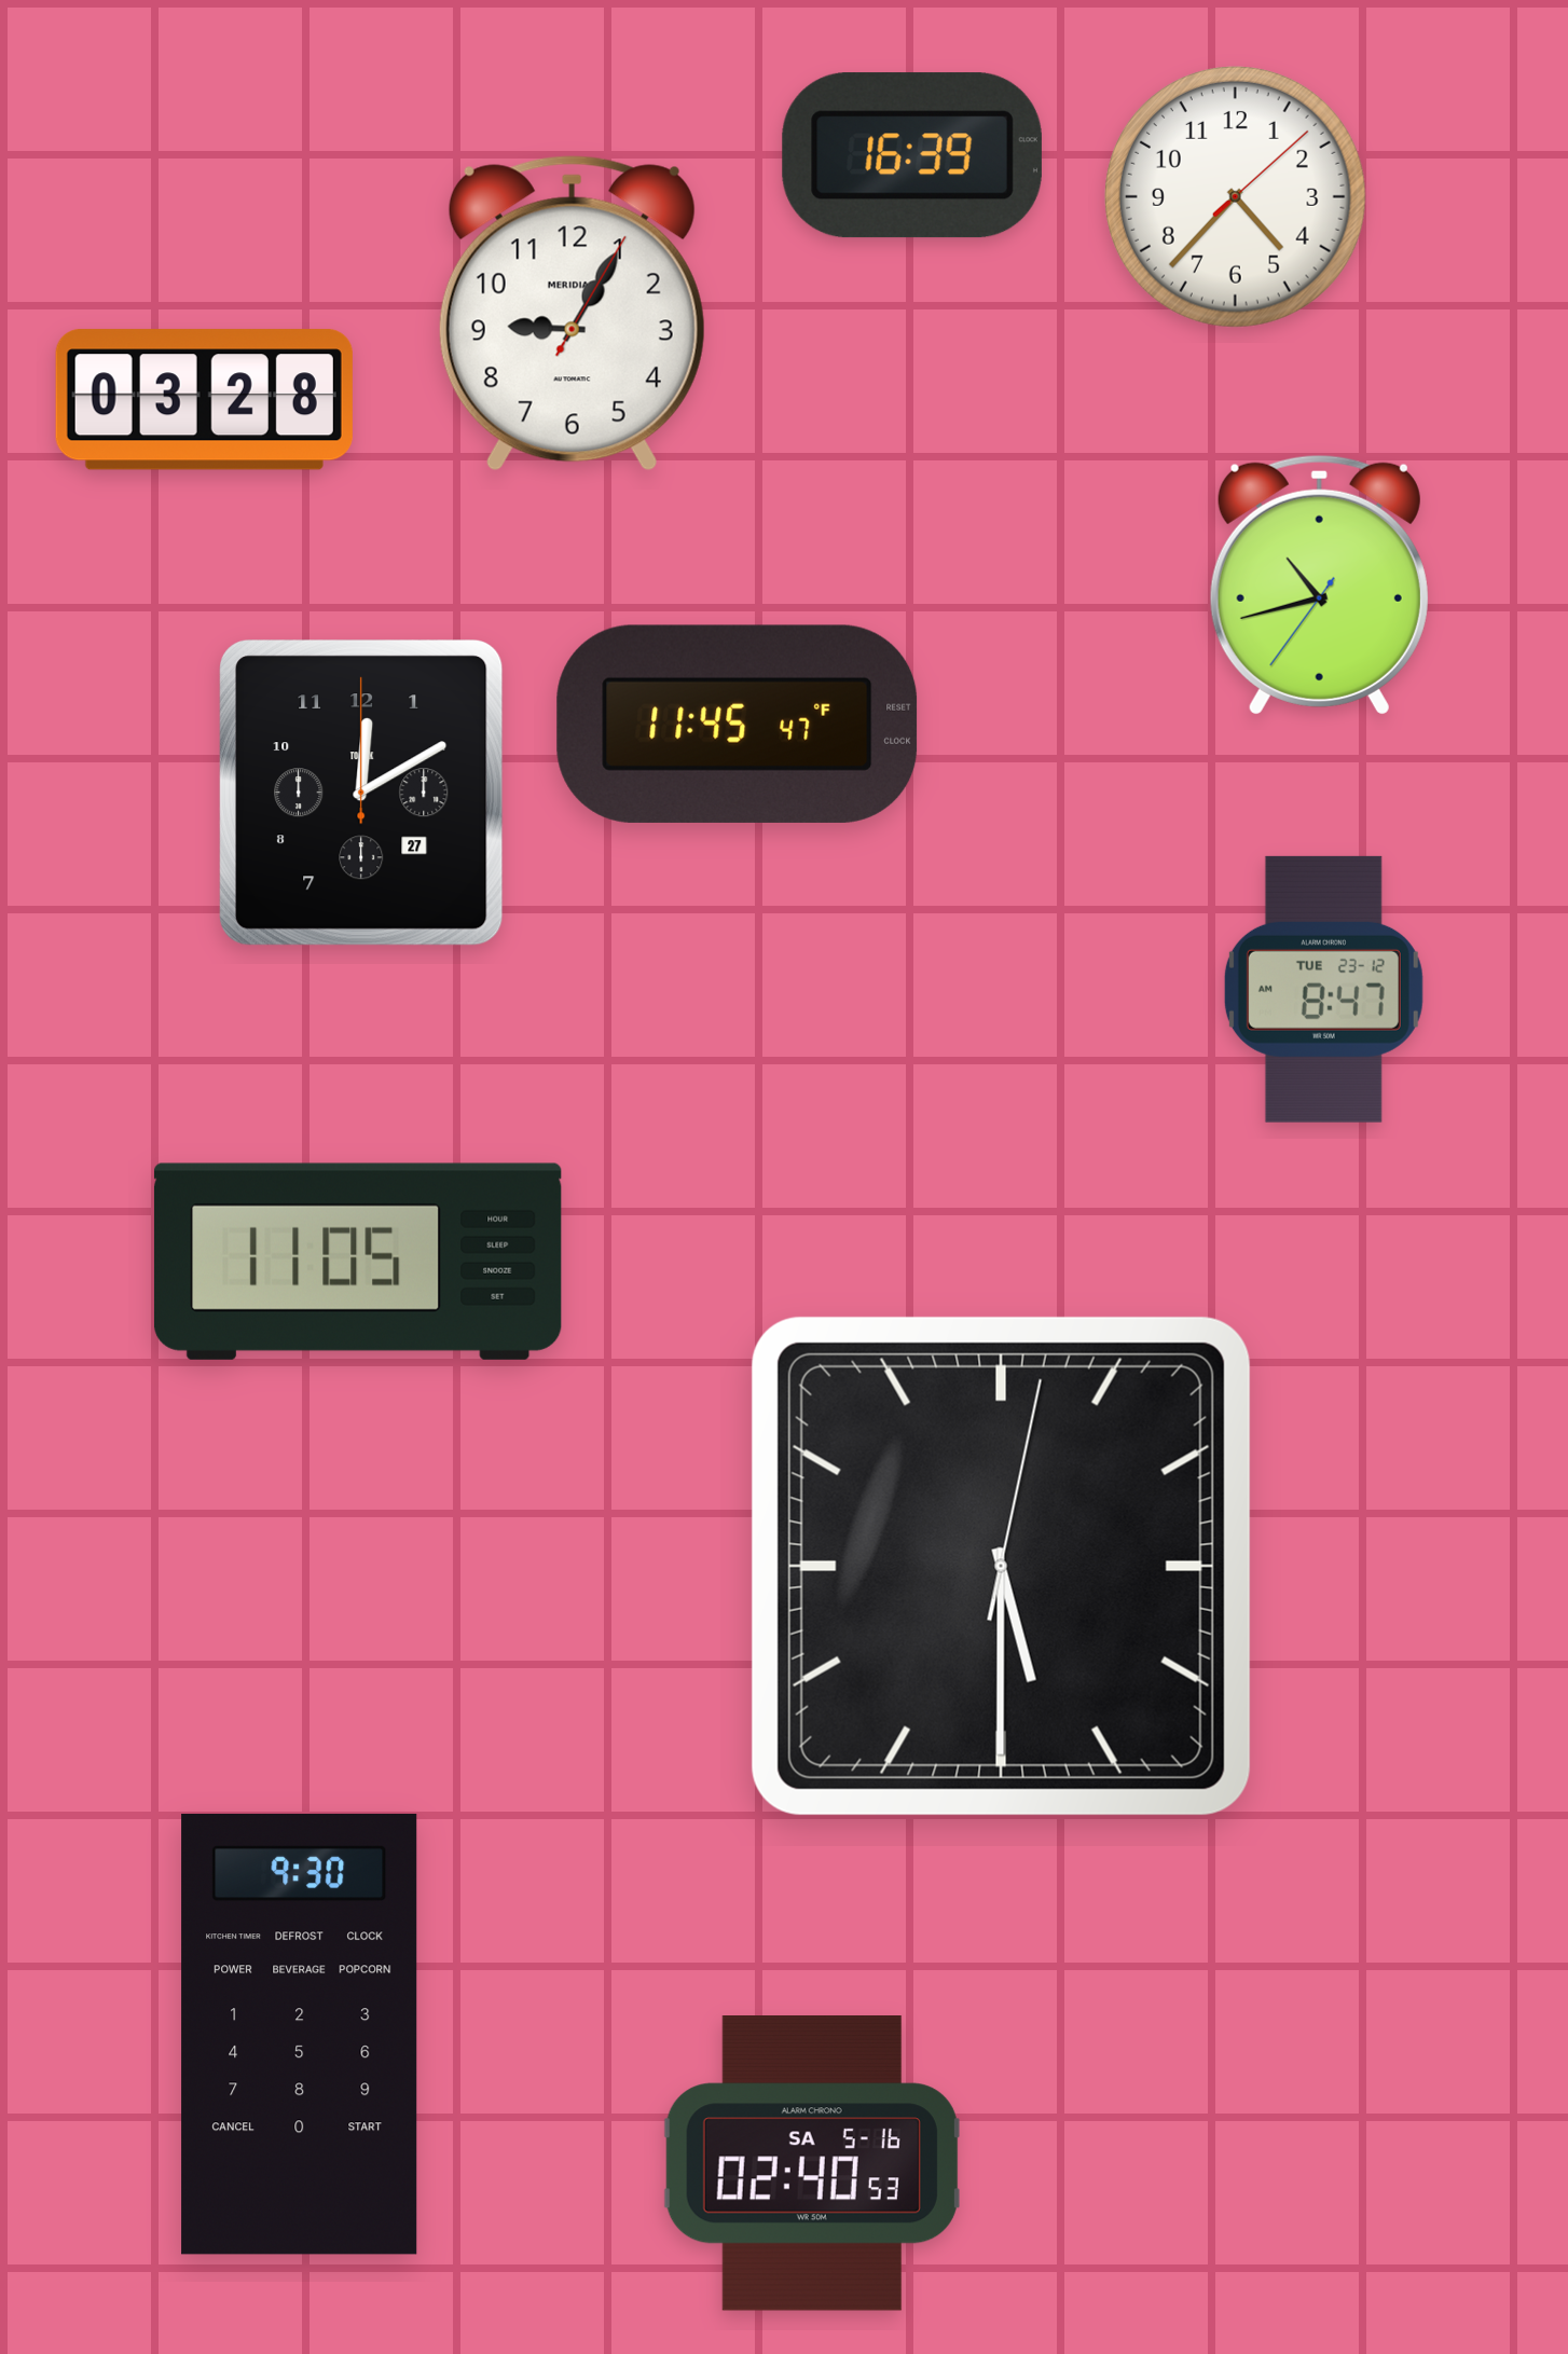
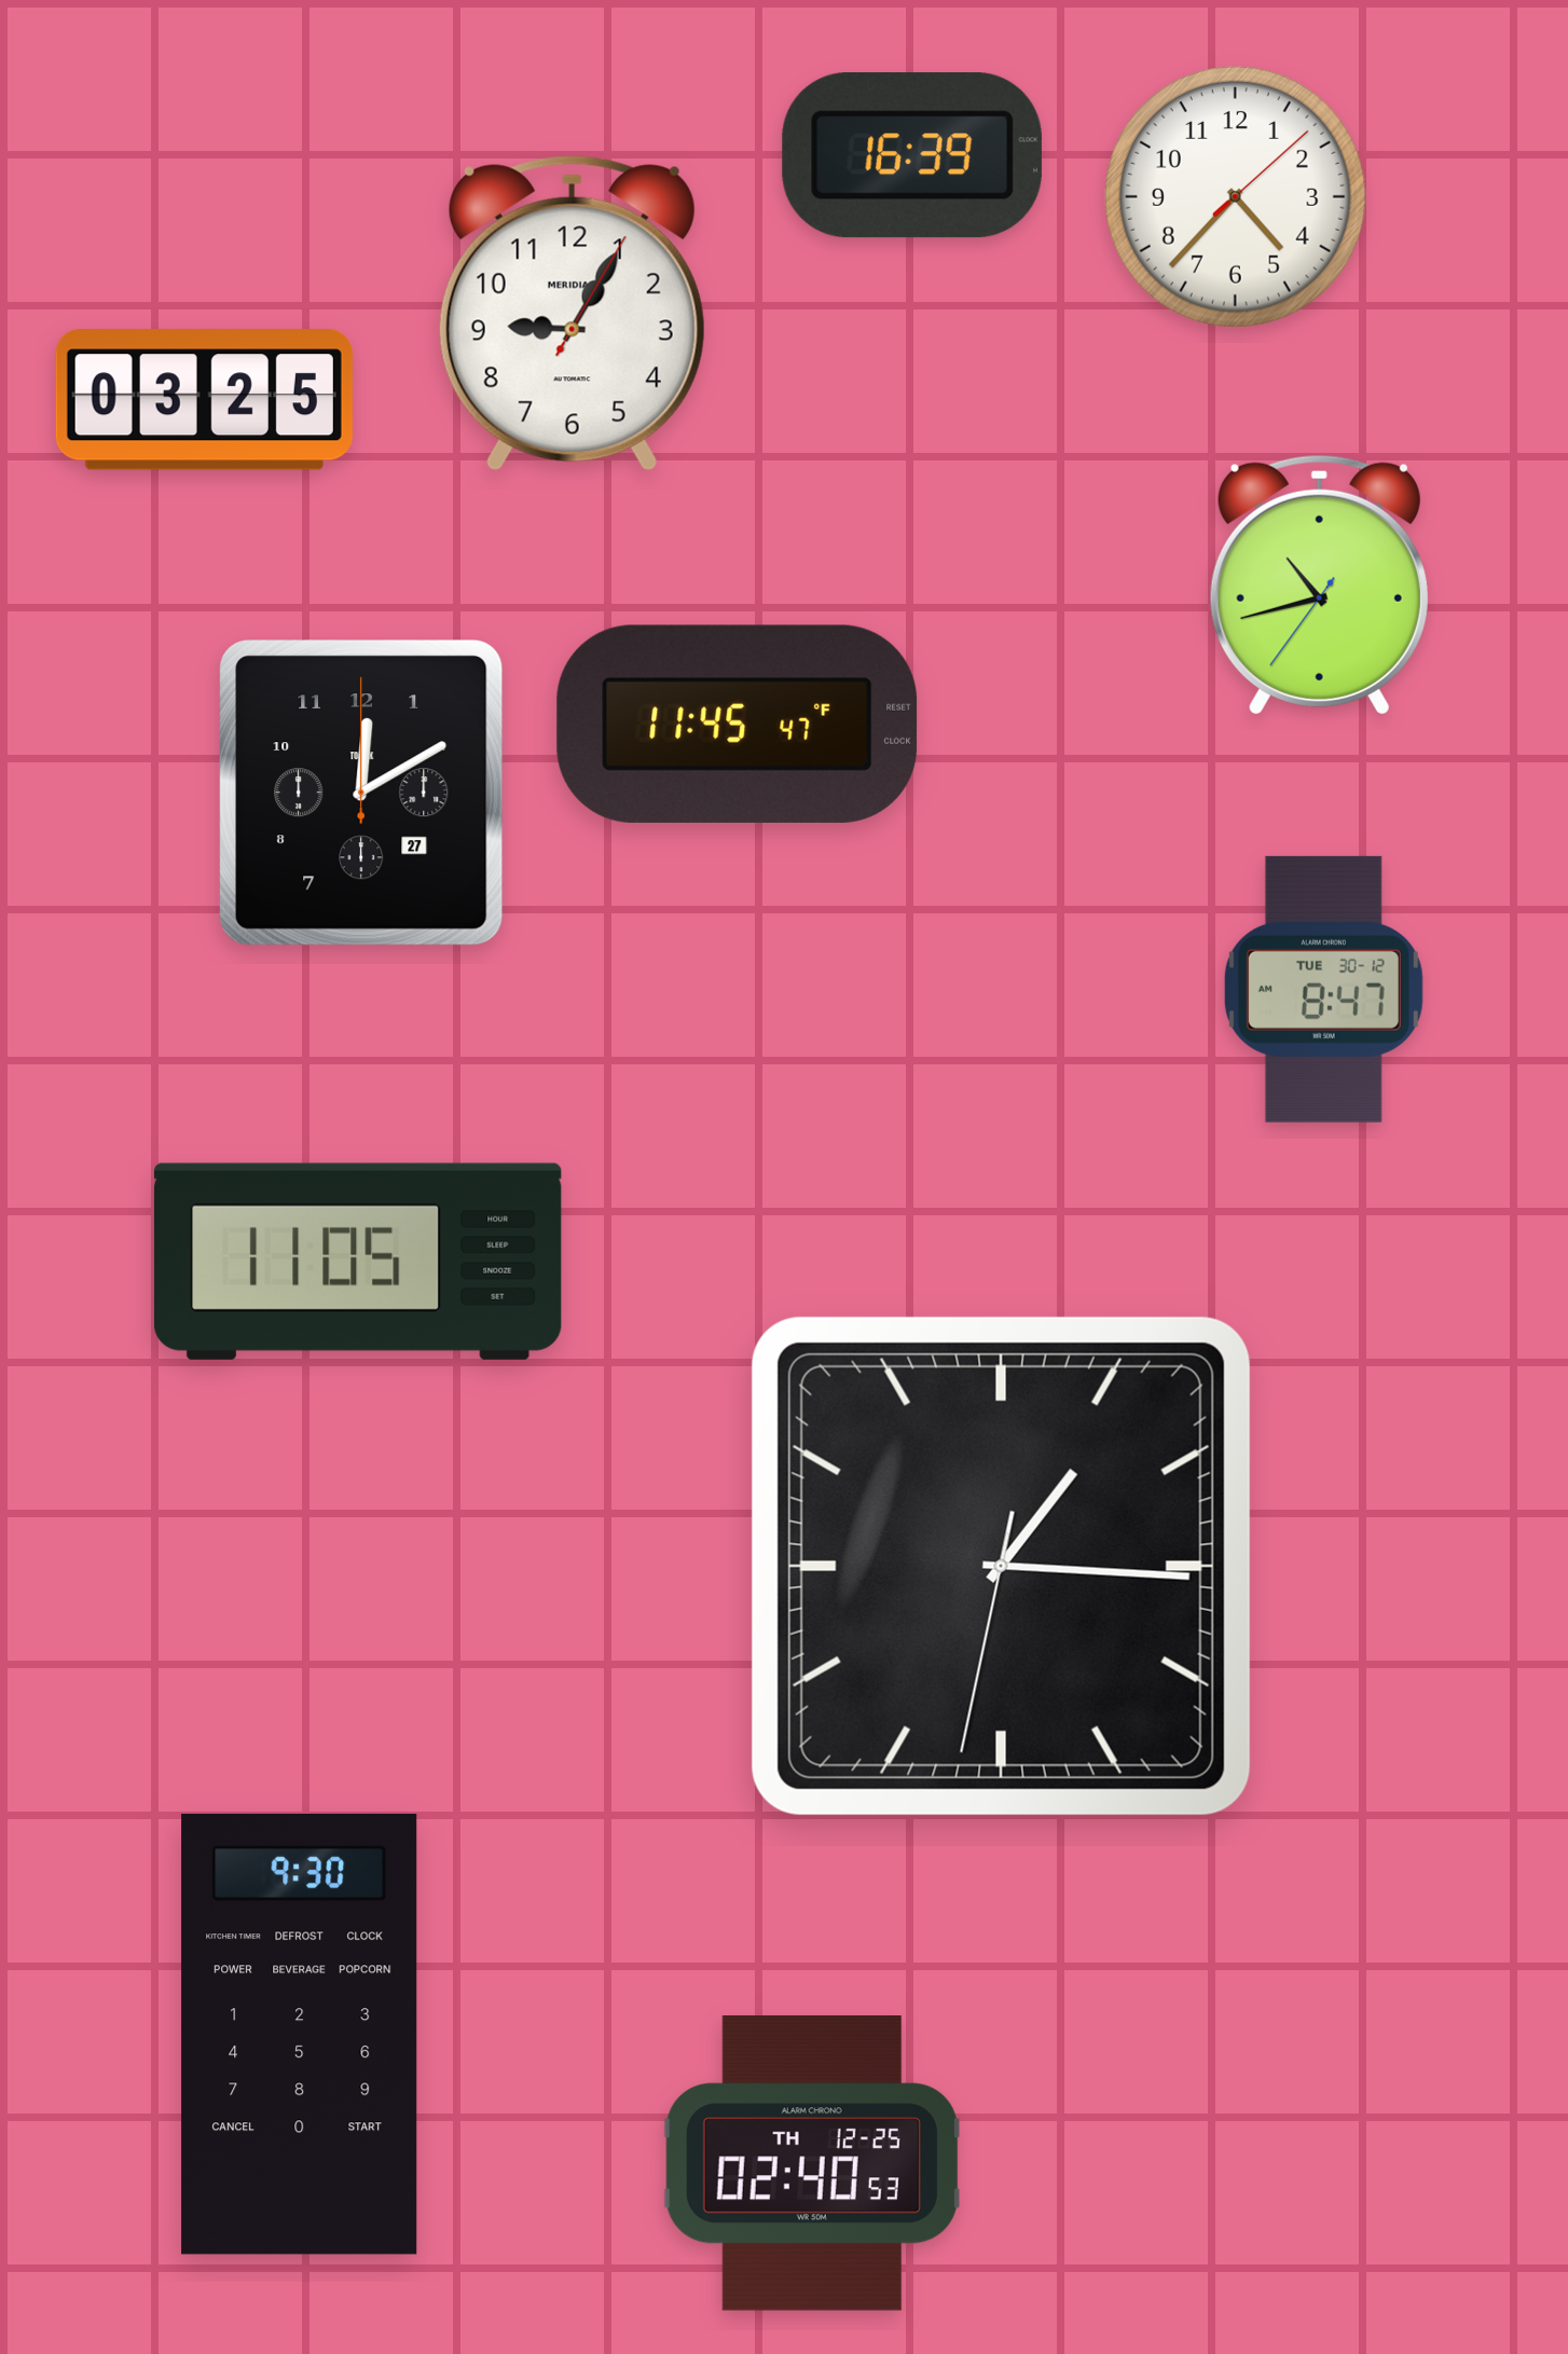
clock at (204, 400): 03:28 -> 03:25
clock at (1323, 989) date: TUE 23-12 -> TUE 30-12
clock at (1001, 1566): 5:30 -> 1:15
clock at (812, 2164) date: SA 5-16 -> TH 12-25
